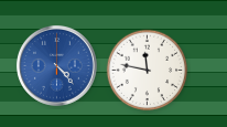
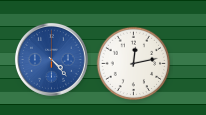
clock at (148, 71): 11:47 -> 12:13
